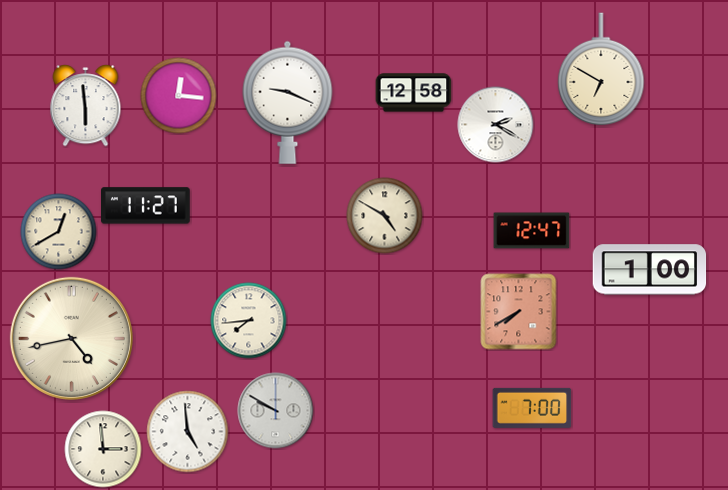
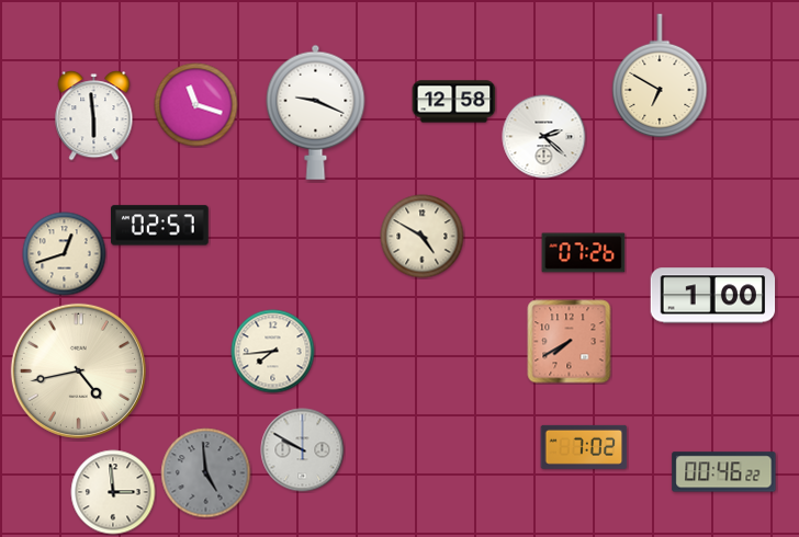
clock at (179, 96): 12:16 -> 11:18
clock at (496, 125): 2:20 -> 2:22
clock at (146, 206): 11:27 -> 02:57
clock at (532, 231): 12:47 -> 07:26
clock at (59, 232): 12:40 -> 12:42
clock at (532, 408): 7:00 -> 7:02
clock at (724, 472): none -> 00:46
clock at (188, 432) dial: white -> grey
